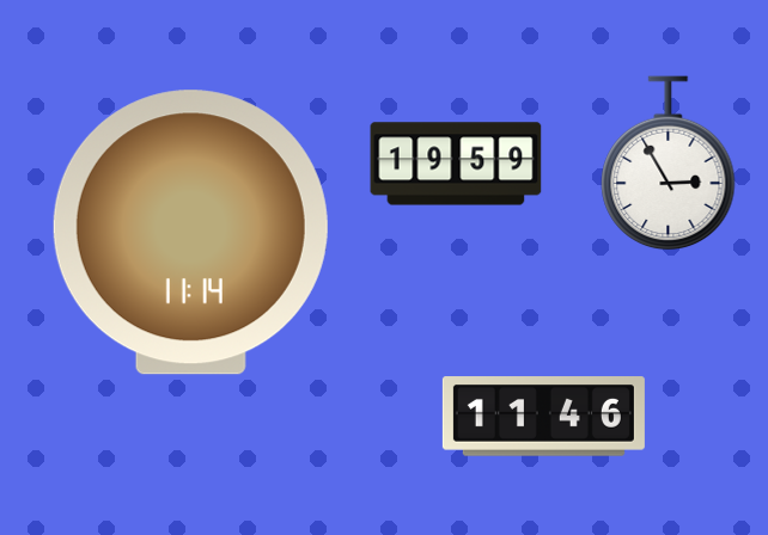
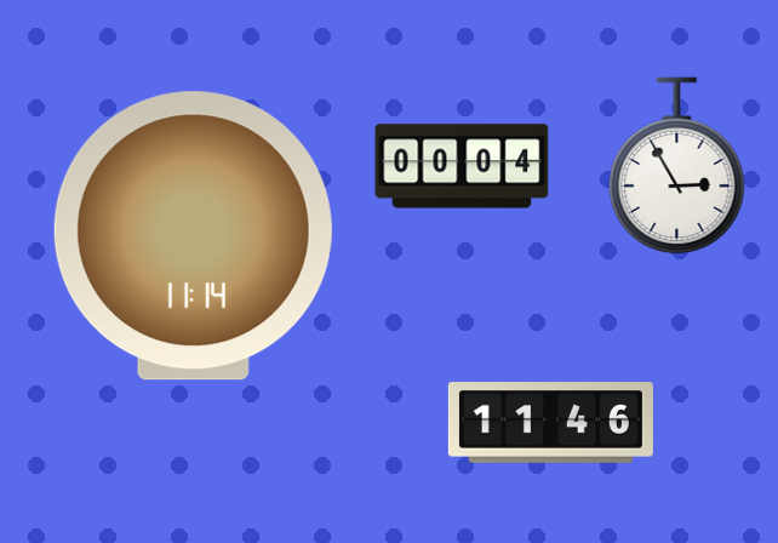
clock at (456, 164): 19:59 -> 00:04
